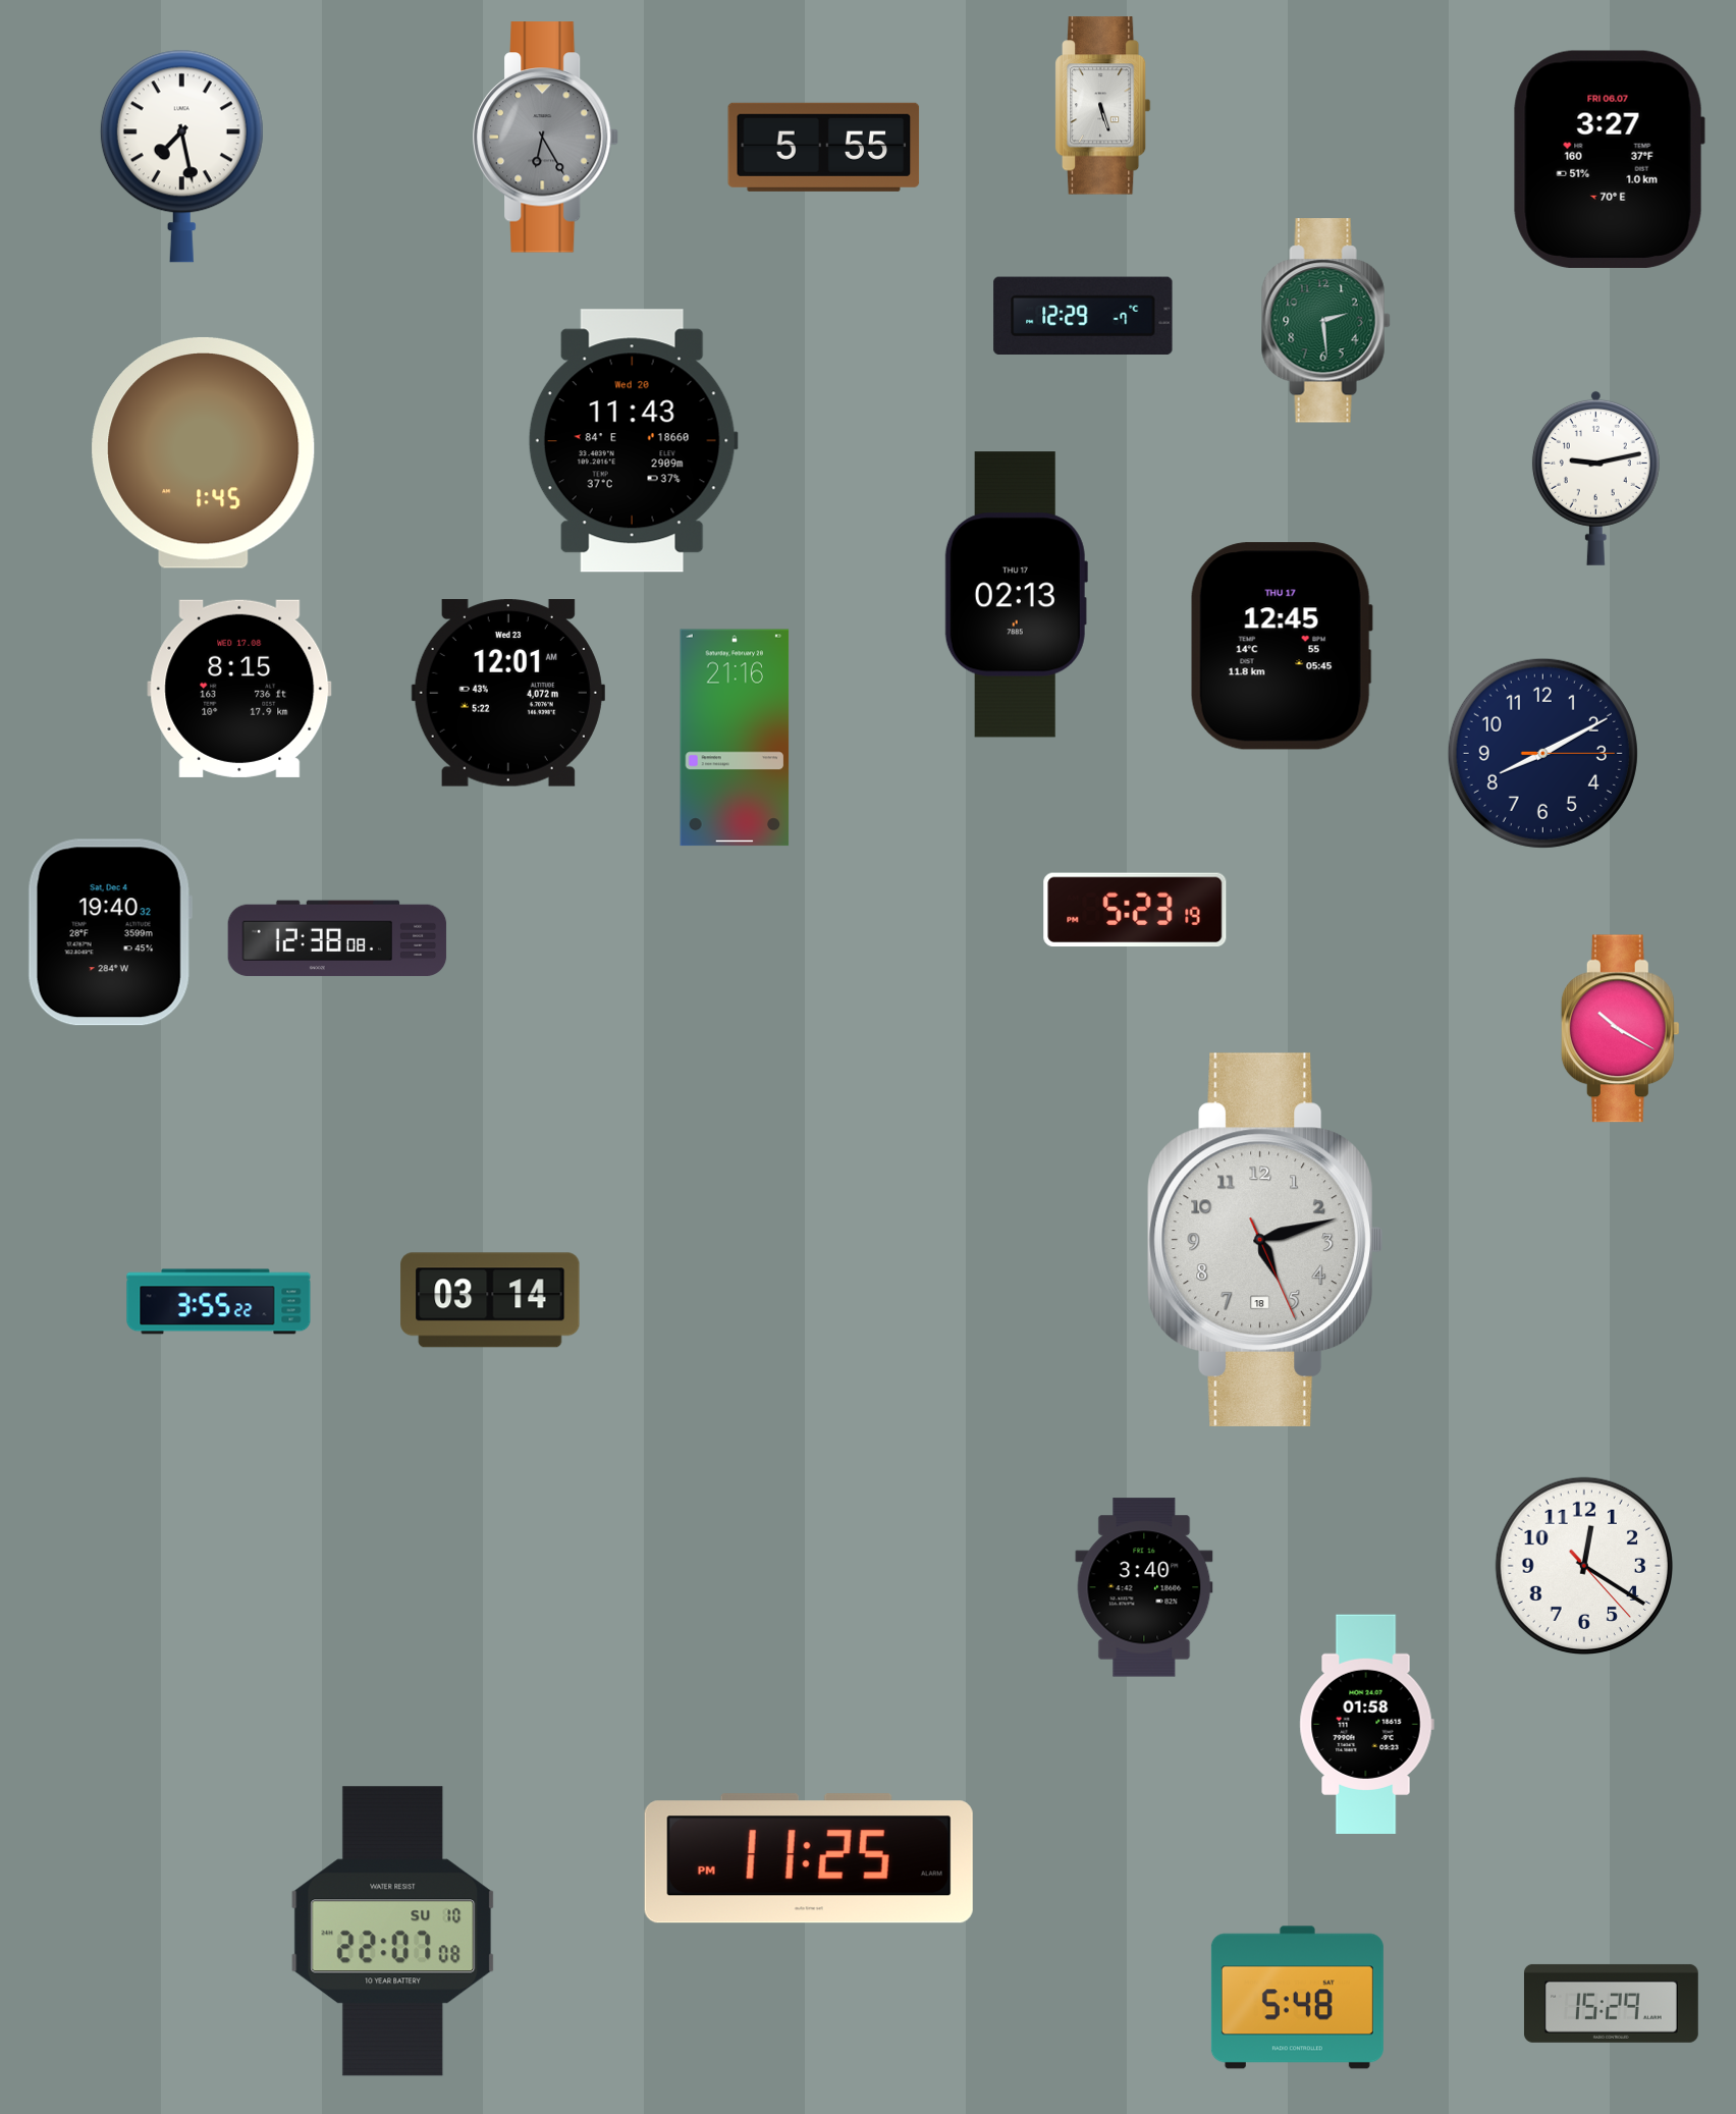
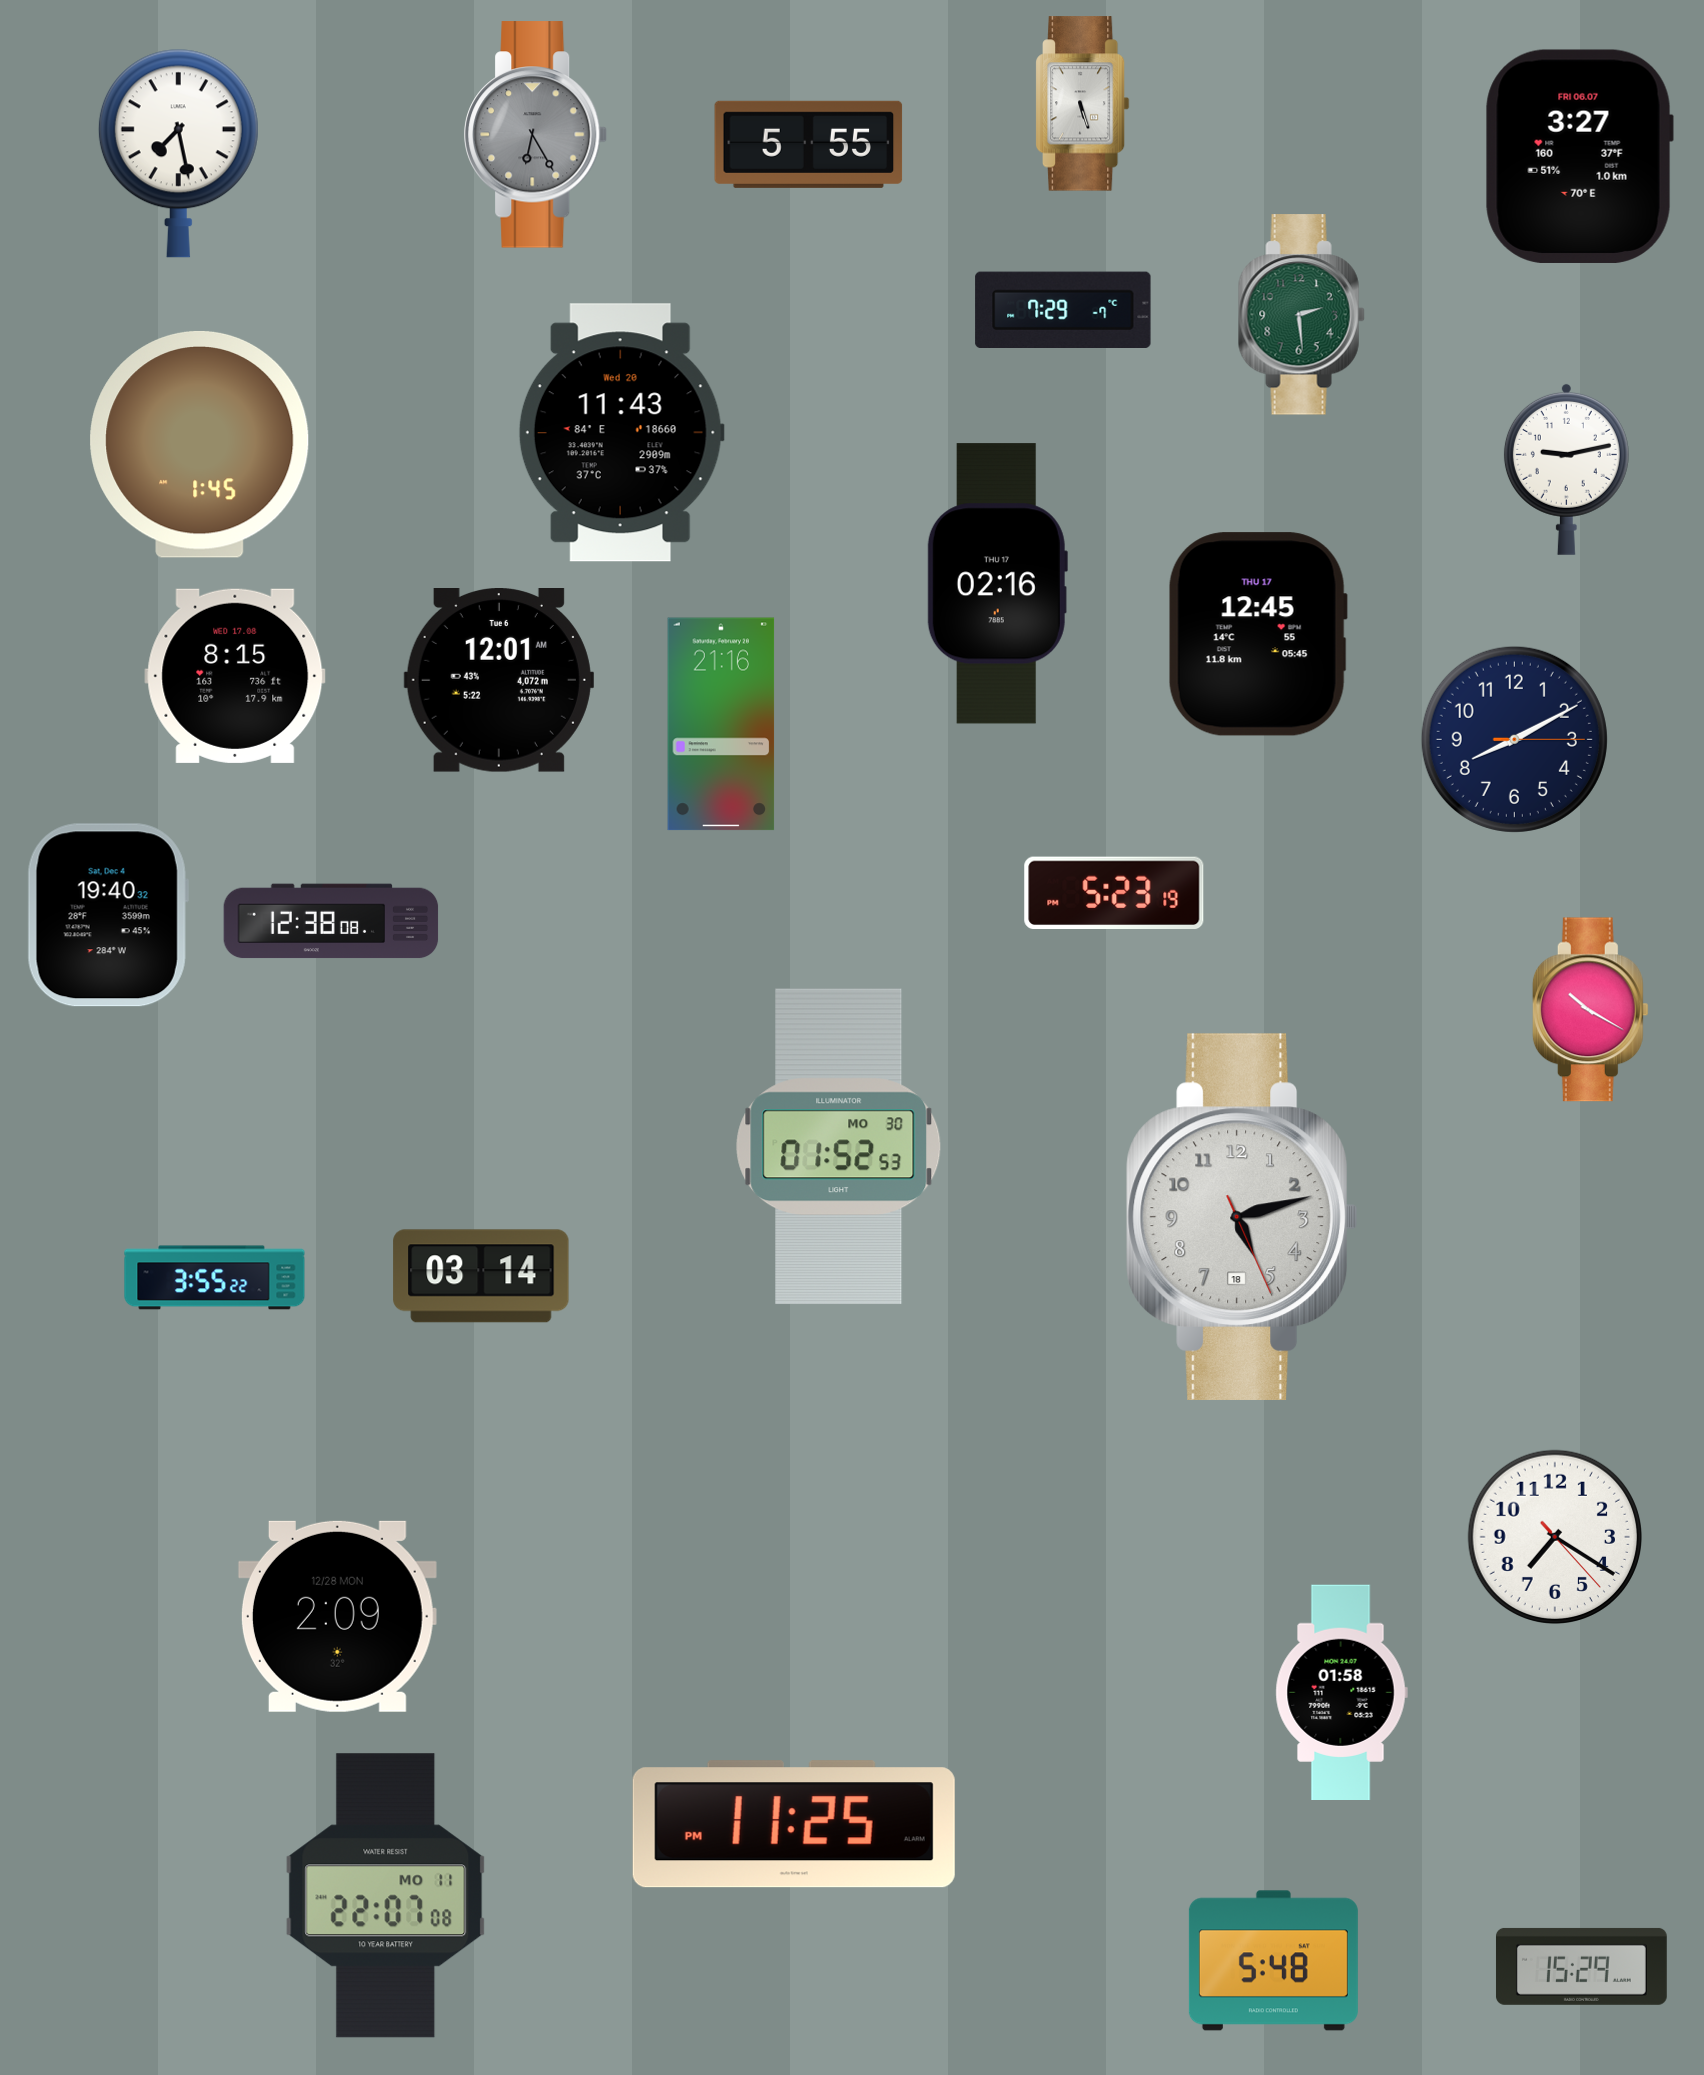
clock at (1083, 316): 12:29 -> 7:29
clock at (1016, 595): 02:13 -> 02:16
clock at (508, 694) date: Wed 23 -> Tue 6
clock at (839, 1147): none -> 01:52
clock at (1583, 1565): 12:20 -> 7:20
clock at (1144, 1587): 3:40 -> none
clock at (337, 1616): none -> 2:09
clock at (393, 1932) date: SU 10 -> MO 11
